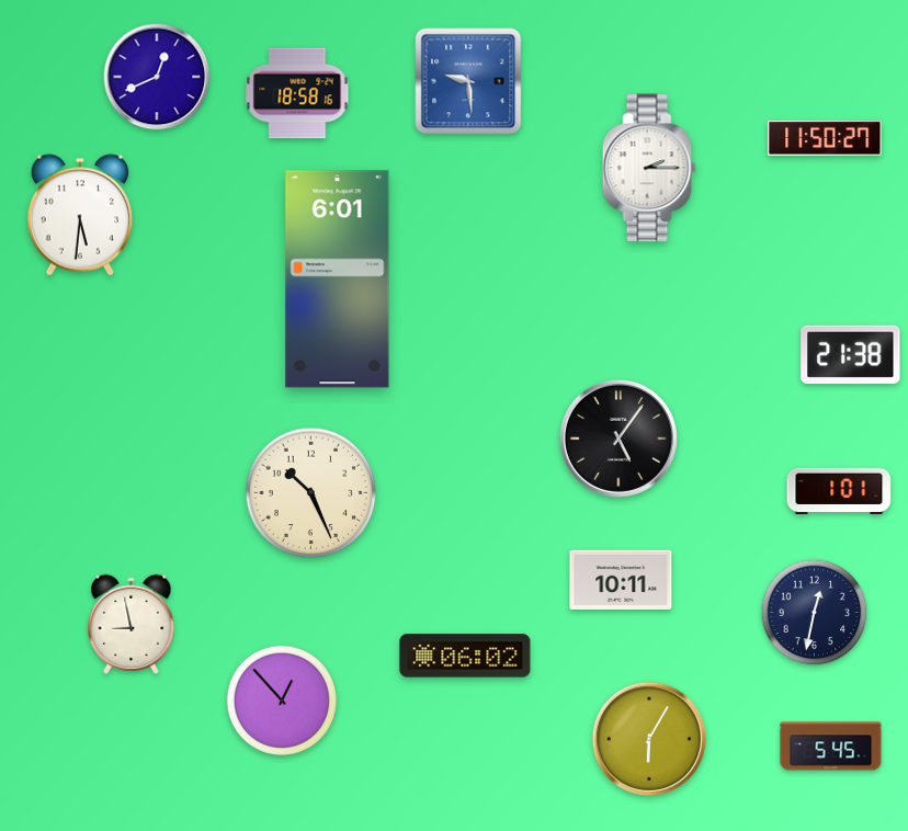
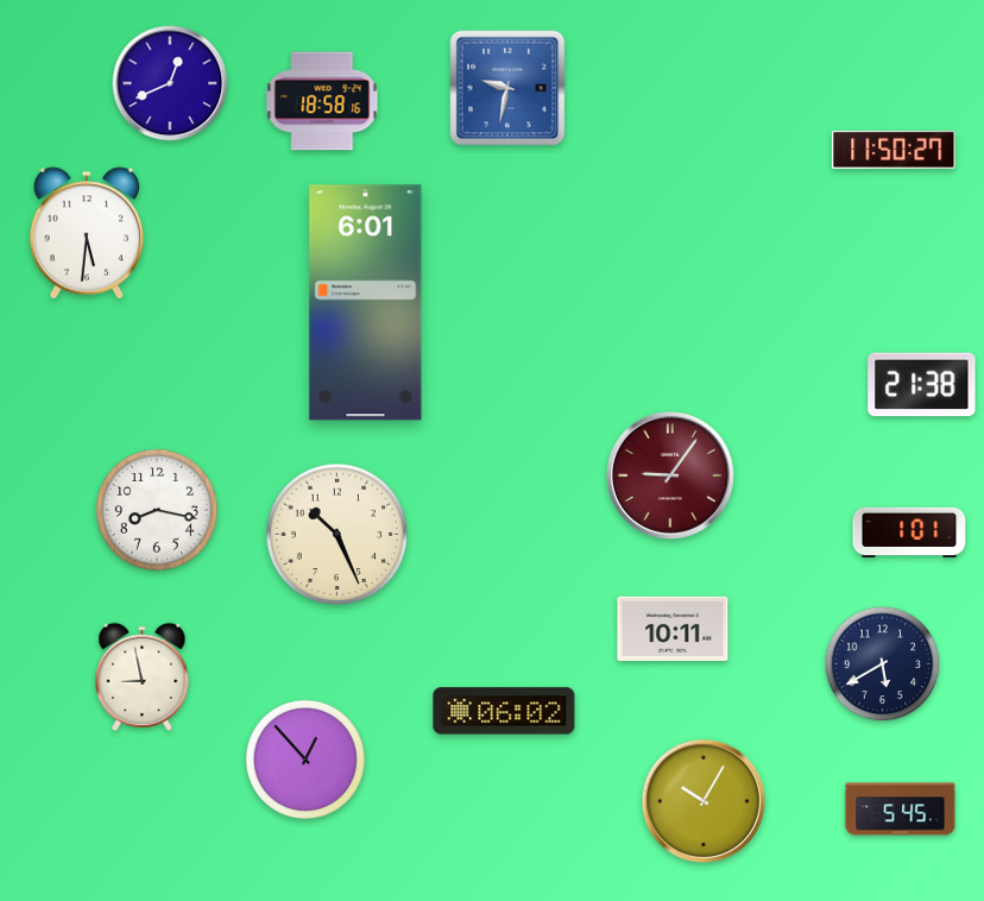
clock at (468, 81): 9:29 -> 9:32
clock at (649, 168): 2:15 -> none
clock at (618, 439): 5:06 -> 9:06
clock at (618, 439) dial: black -> burgundy
clock at (157, 510): none -> 8:17
clock at (815, 613): 12:32 -> 5:40
clock at (649, 739): 6:05 -> 10:05
